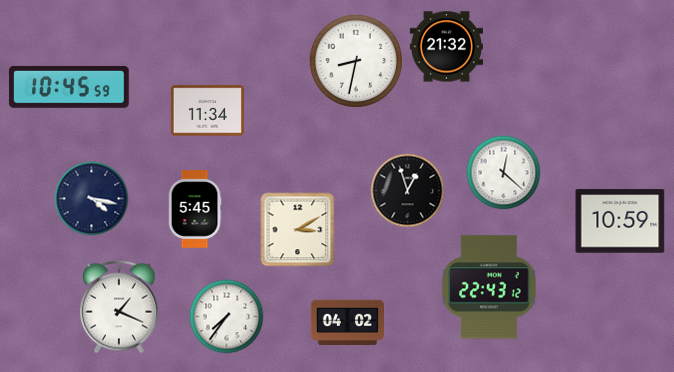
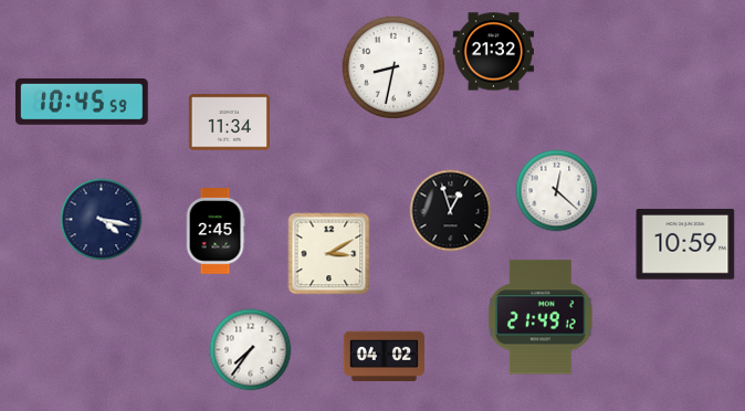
clock at (69, 87) position: (69, 87) -> (82, 102)
clock at (195, 209): 5:45 -> 2:45
clock at (489, 287): 22:43 -> 21:49
clock at (120, 307): 1:19 -> none
